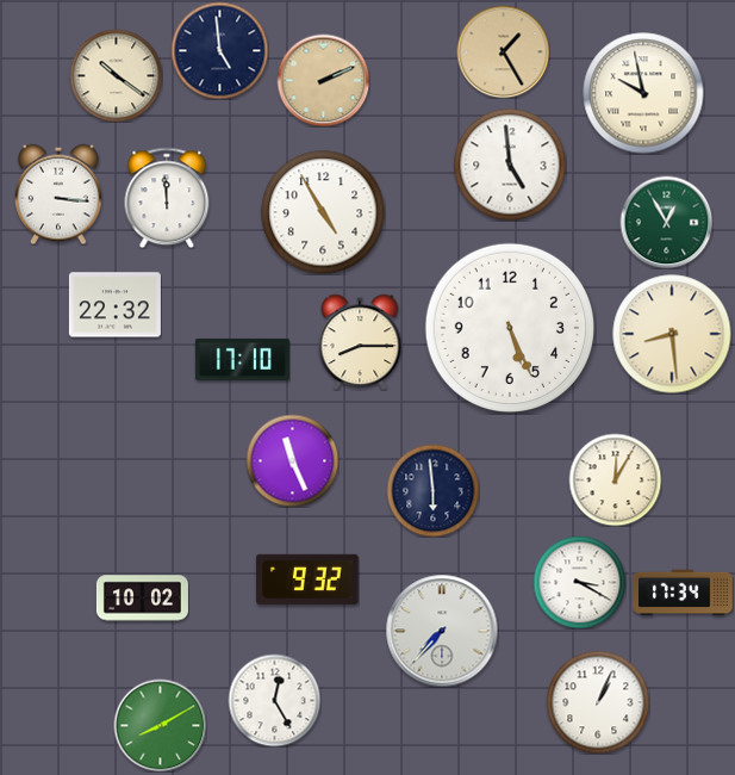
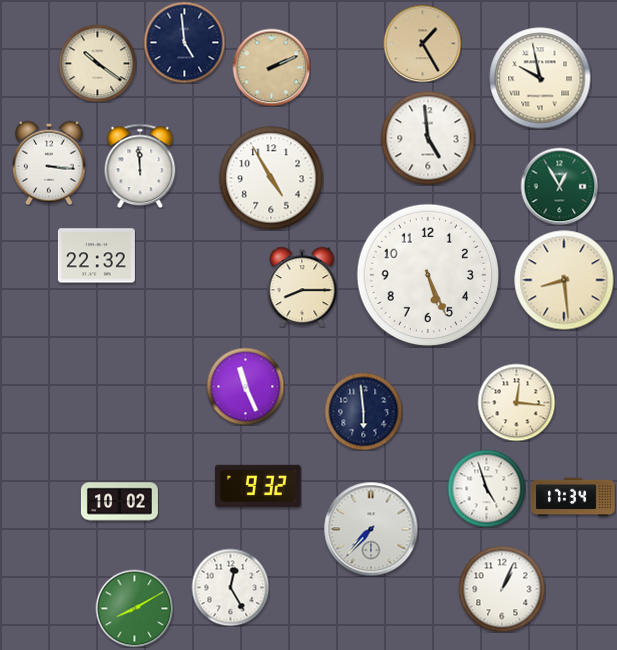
clock at (242, 359): 17:10 -> none
clock at (615, 479): 12:05 -> 12:16
clock at (579, 582): 3:20 -> 4:57
